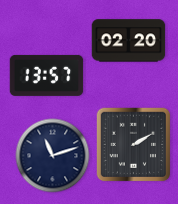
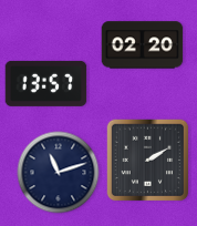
clock at (47, 75) position: (47, 75) -> (46, 83)
